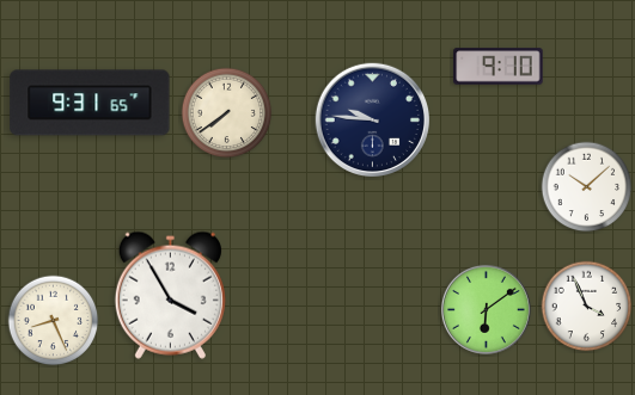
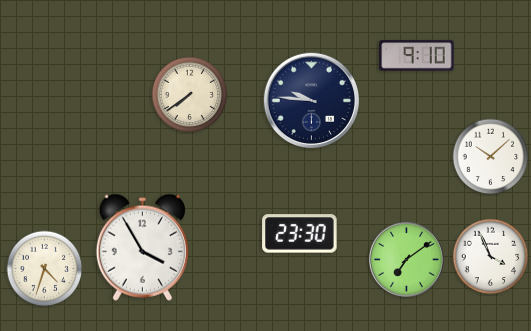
clock at (90, 103): 9:31 -> none
clock at (300, 234): none -> 23:30
clock at (486, 309): 6:09 -> 7:09
clock at (54, 321): 8:26 -> 4:33
